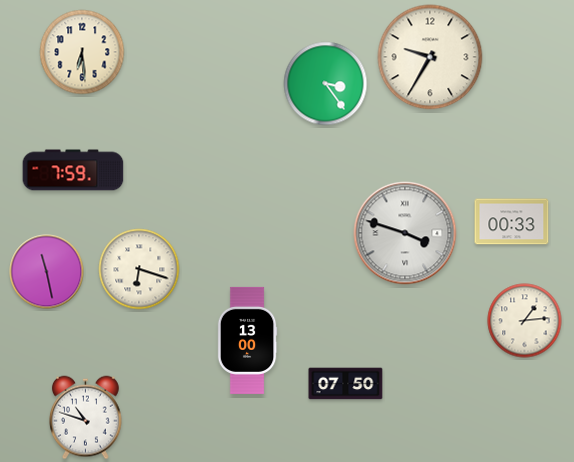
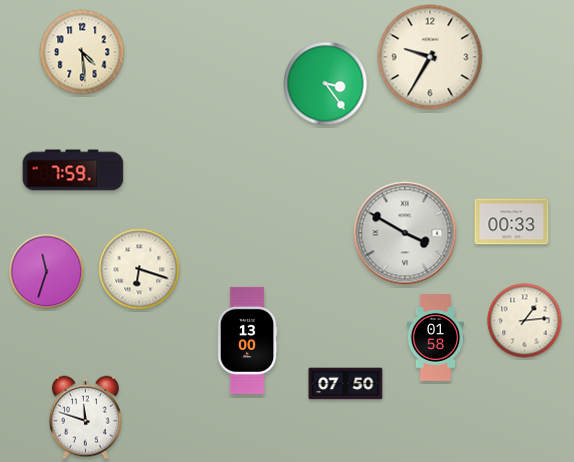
clock at (82, 52): 6:29 -> 4:29
clock at (405, 233): 3:48 -> 3:50
clock at (47, 272): 11:28 -> 11:33
clock at (436, 338): none -> 01:58
clock at (86, 418): 10:48 -> 11:48
